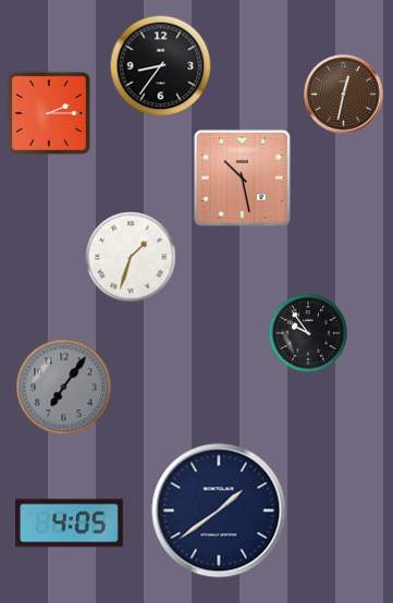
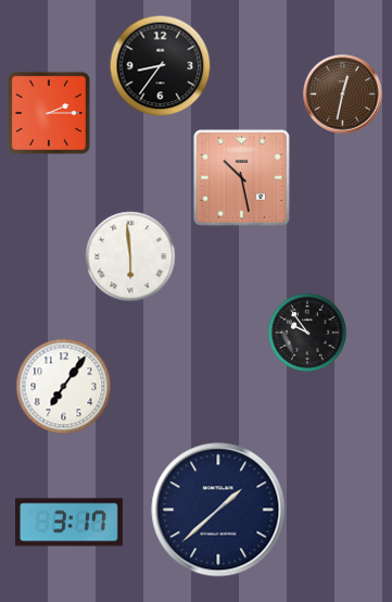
clock at (131, 257): 1:33 -> 5:59
clock at (64, 387) dial: grey -> white
clock at (219, 510): 1:39 -> 1:38
clock at (69, 524): 4:05 -> 3:17
